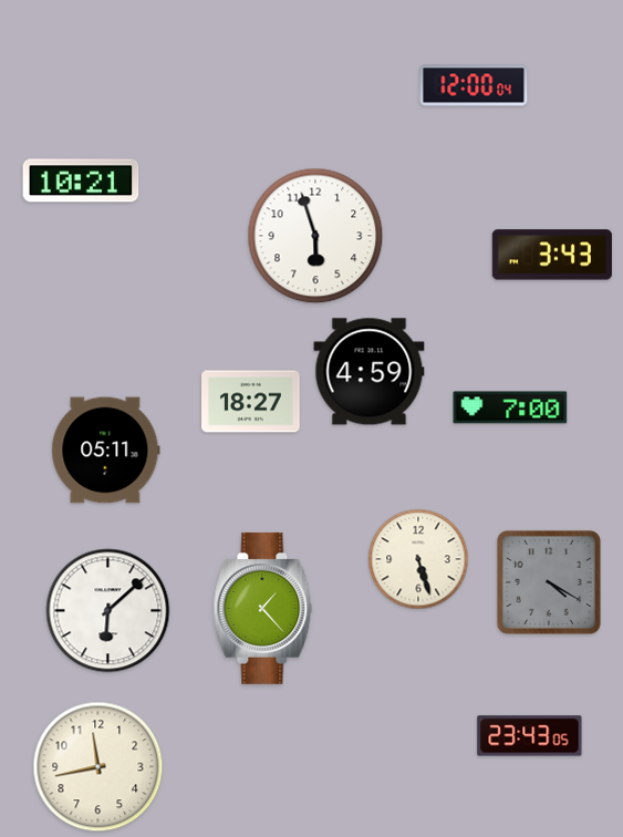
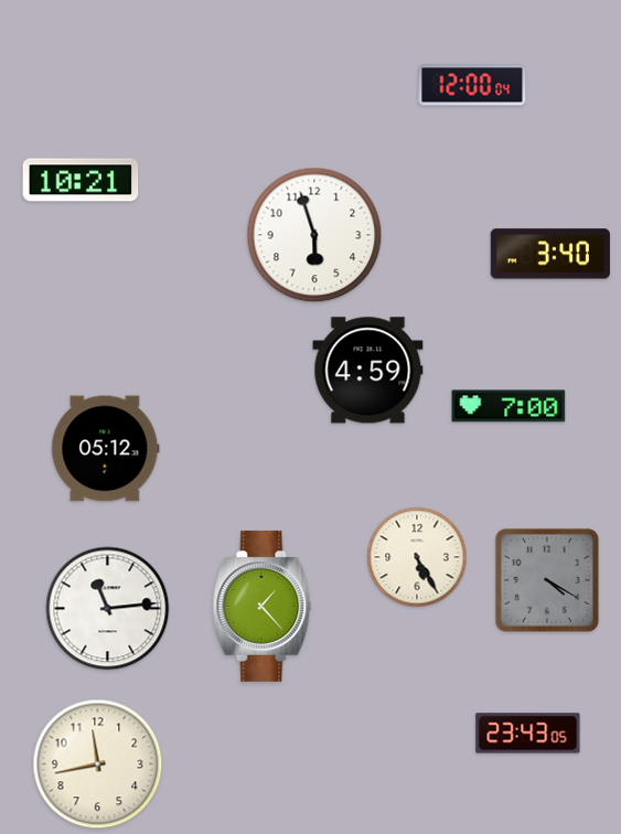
clock at (552, 255): 3:43 -> 3:40
clock at (251, 402): 18:27 -> none
clock at (106, 451): 05:11 -> 05:12
clock at (418, 559): 5:27 -> 5:25
clock at (108, 611): 6:08 -> 11:14
